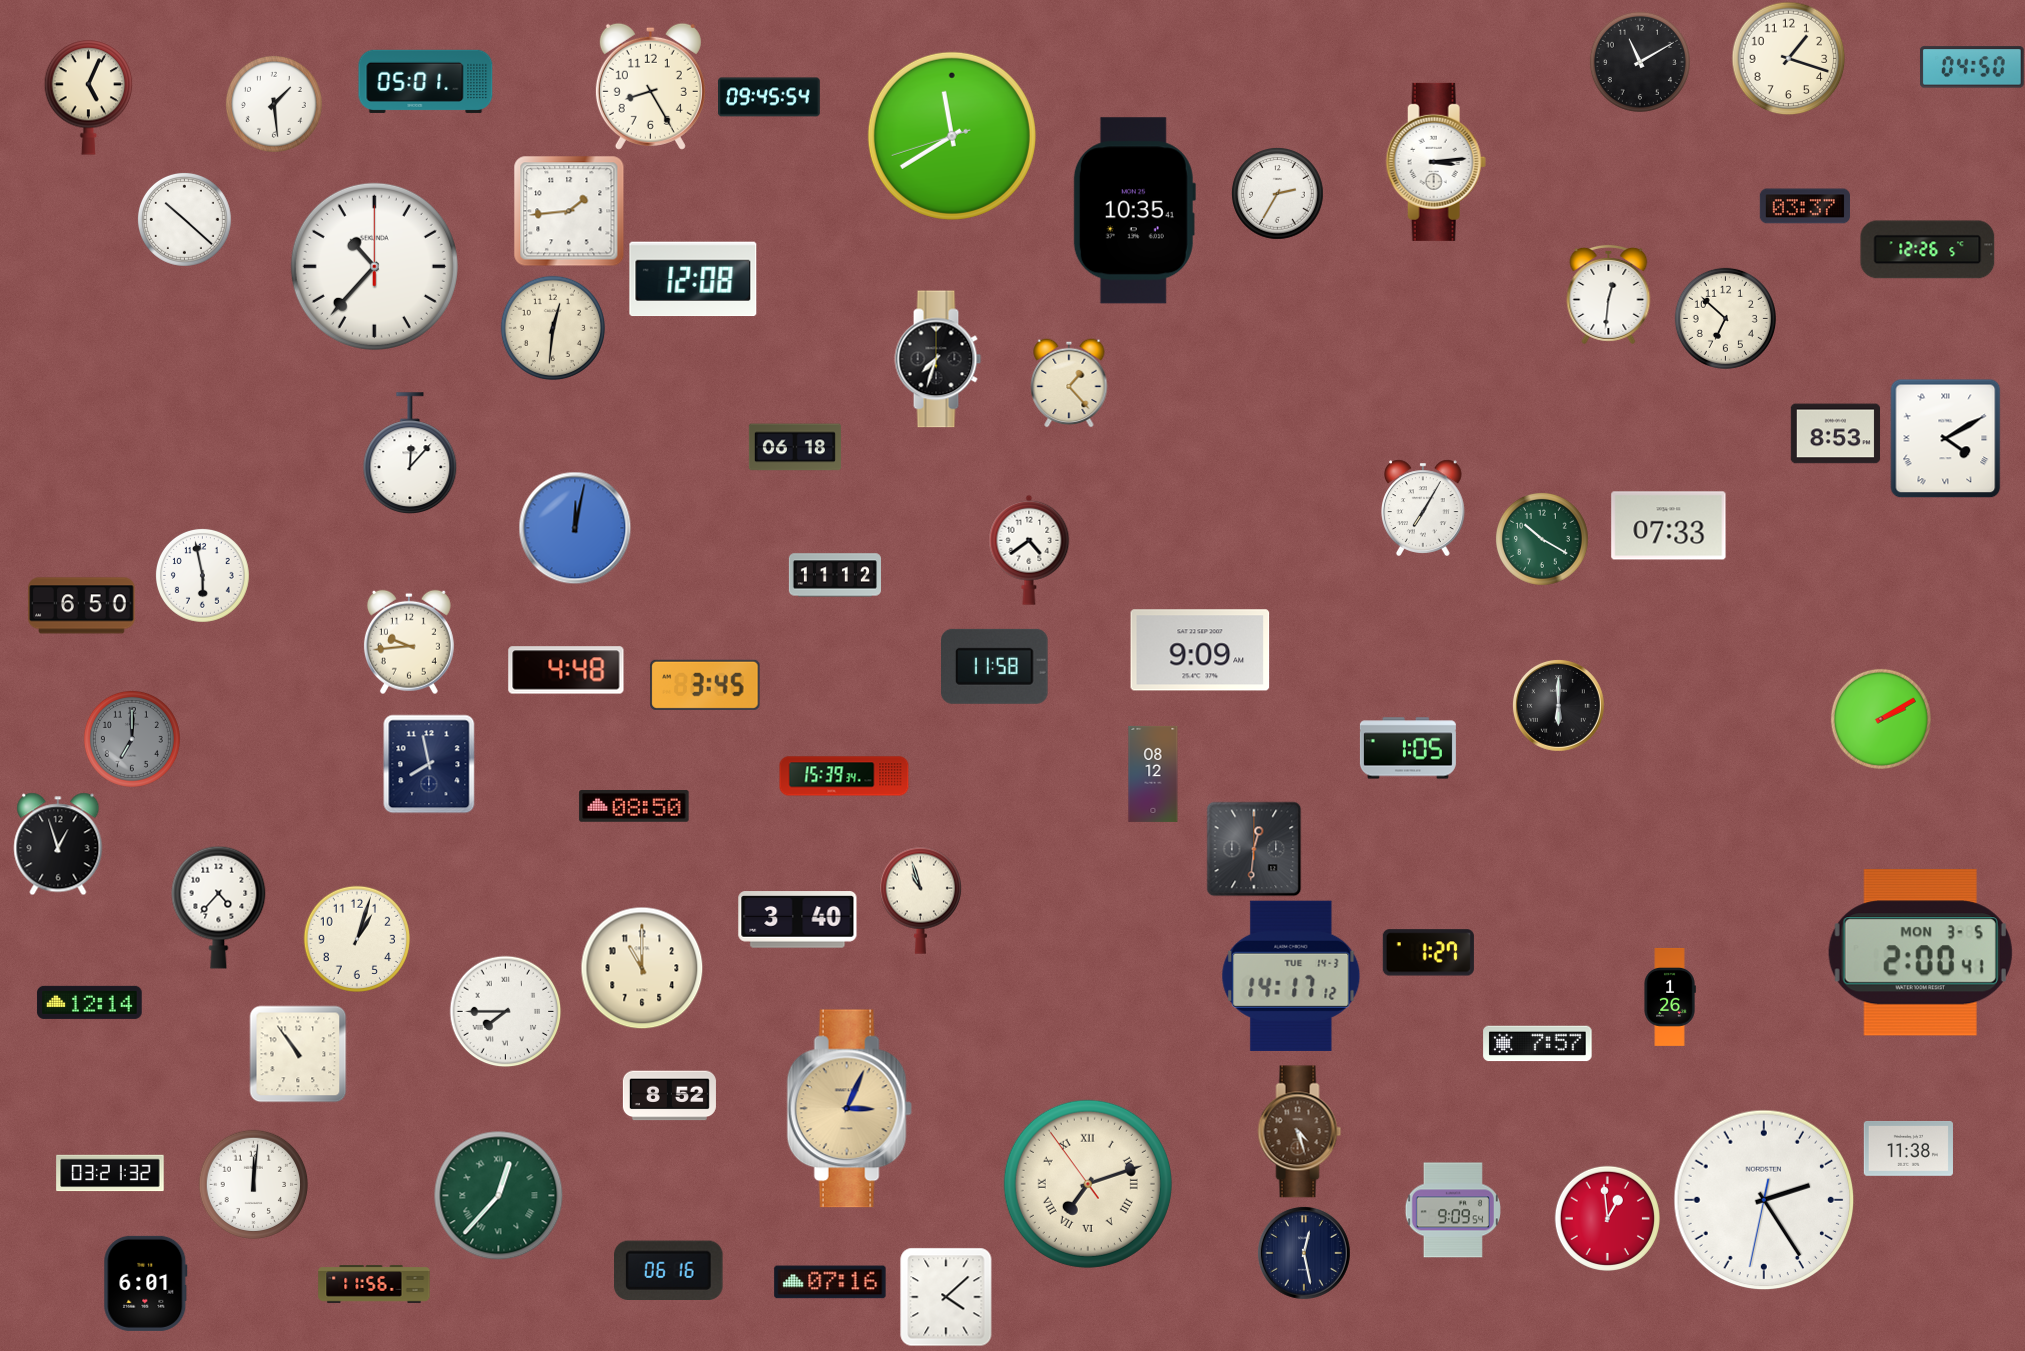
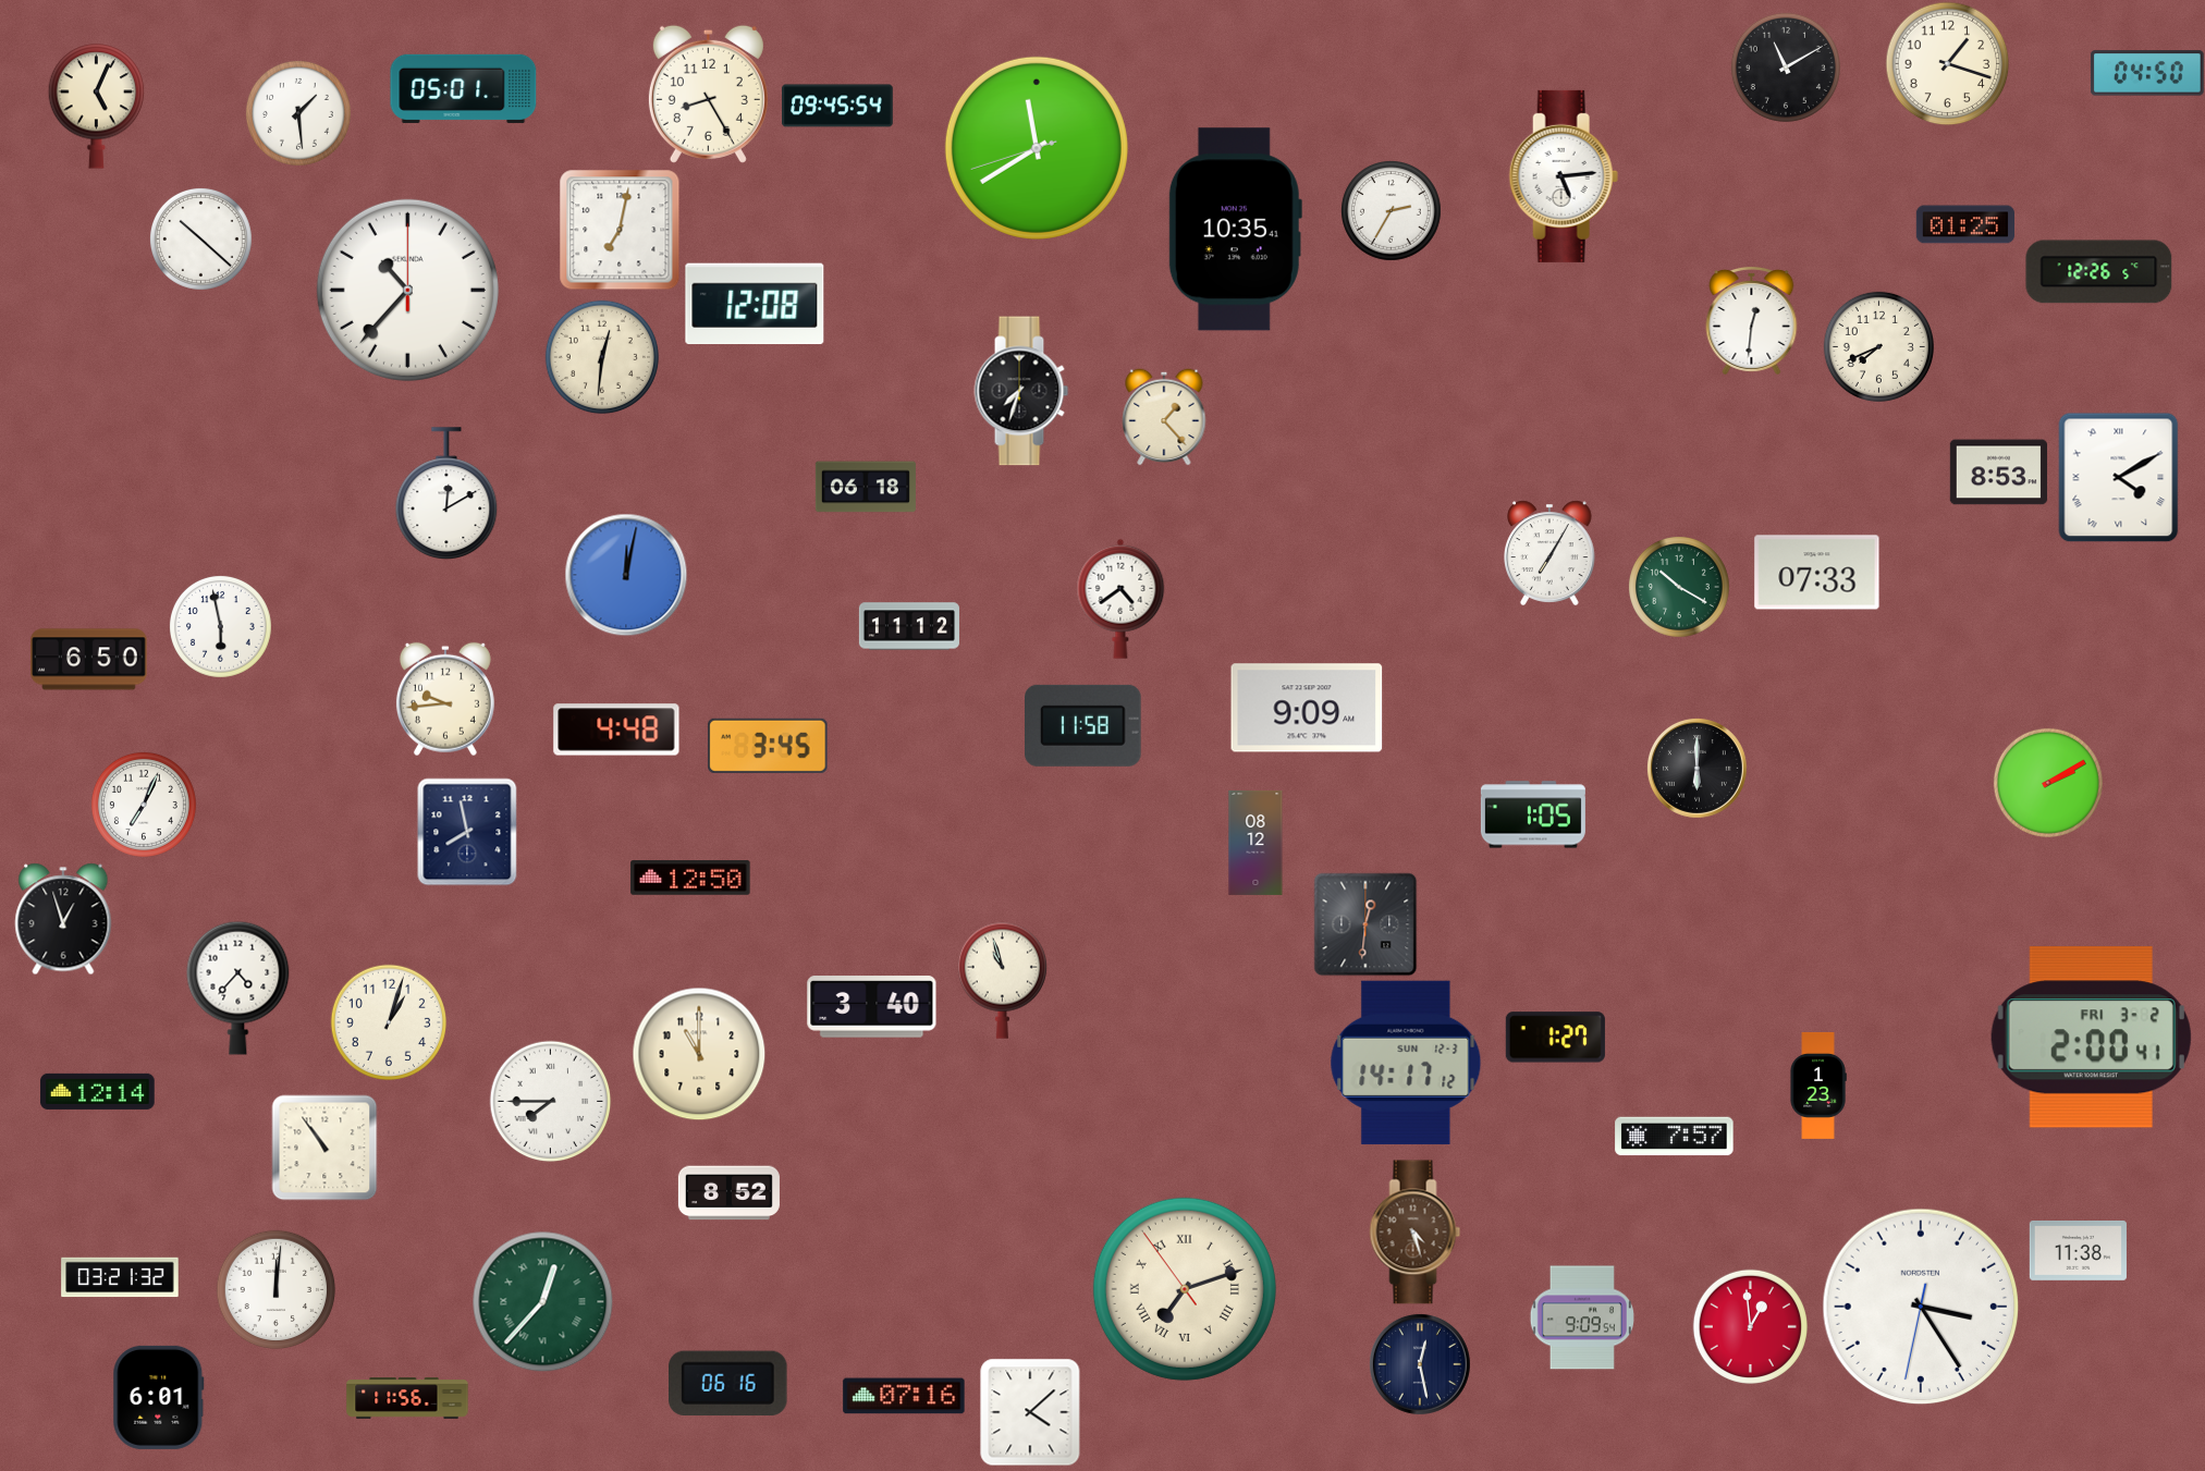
clock at (1436, 162): 3:14 -> 5:14
clock at (1805, 206): 03:37 -> 01:25
clock at (569, 211): 1:44 -> 7:02
clock at (1725, 318): 6:52 -> 7:41
clock at (410, 453): 12:07 -> 12:10
clock at (132, 739): 7:00 -> 7:04
clock at (132, 739) dial: grey -> white
clock at (844, 776): 15:39 -> none
clock at (634, 807): 08:50 -> 12:50
clock at (798, 920) position: (798, 920) -> (872, 1007)
clock at (1920, 953) date: MON 3-5 -> FRI 3-2
clock at (1291, 976) date: TUE 14-3 -> SUN 12-3
clock at (1670, 997): 1:26 -> 1:23
clock at (849, 1109): 3:04 -> none
clock at (1764, 1200): 2:24 -> 3:24
